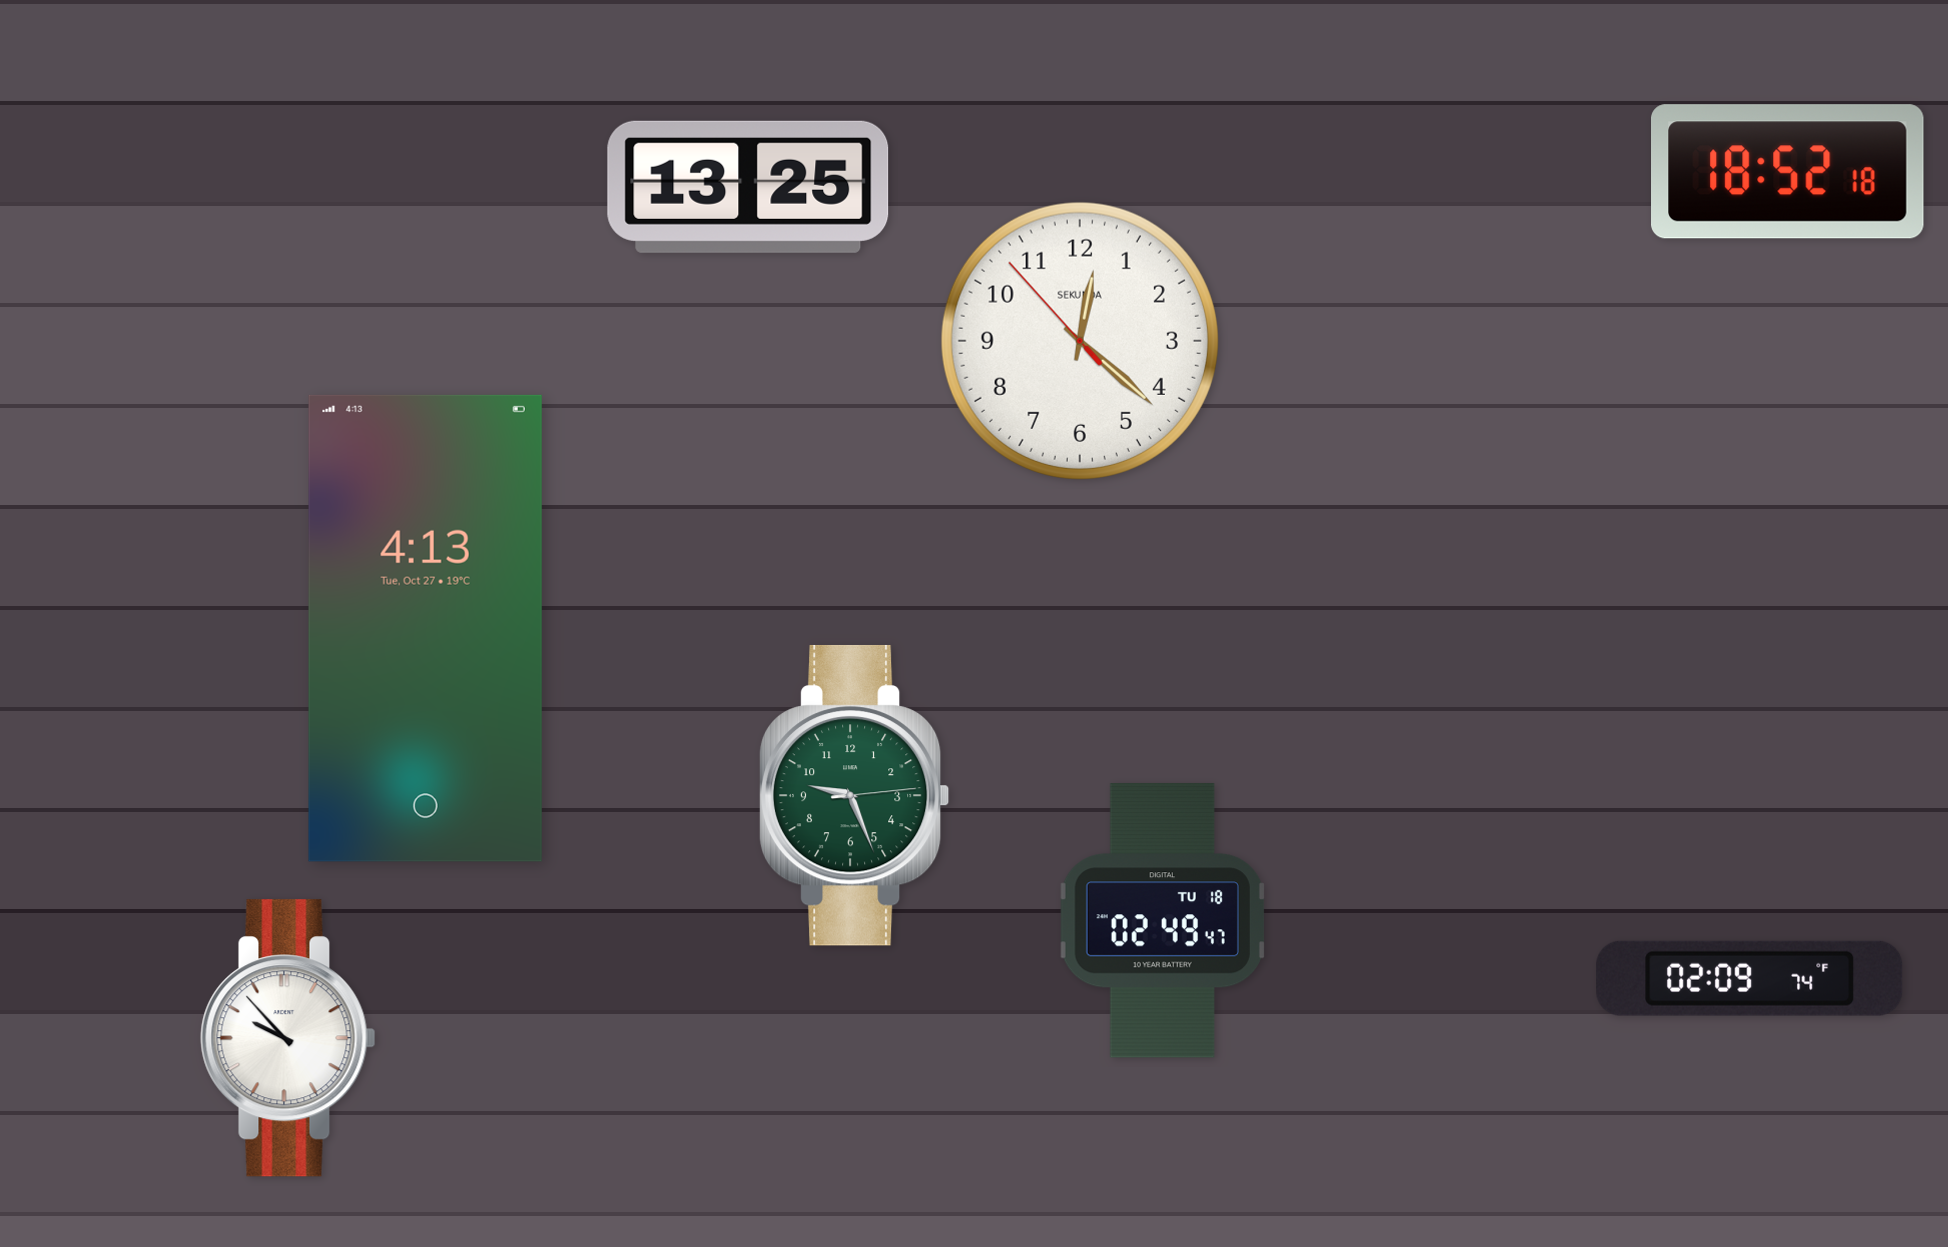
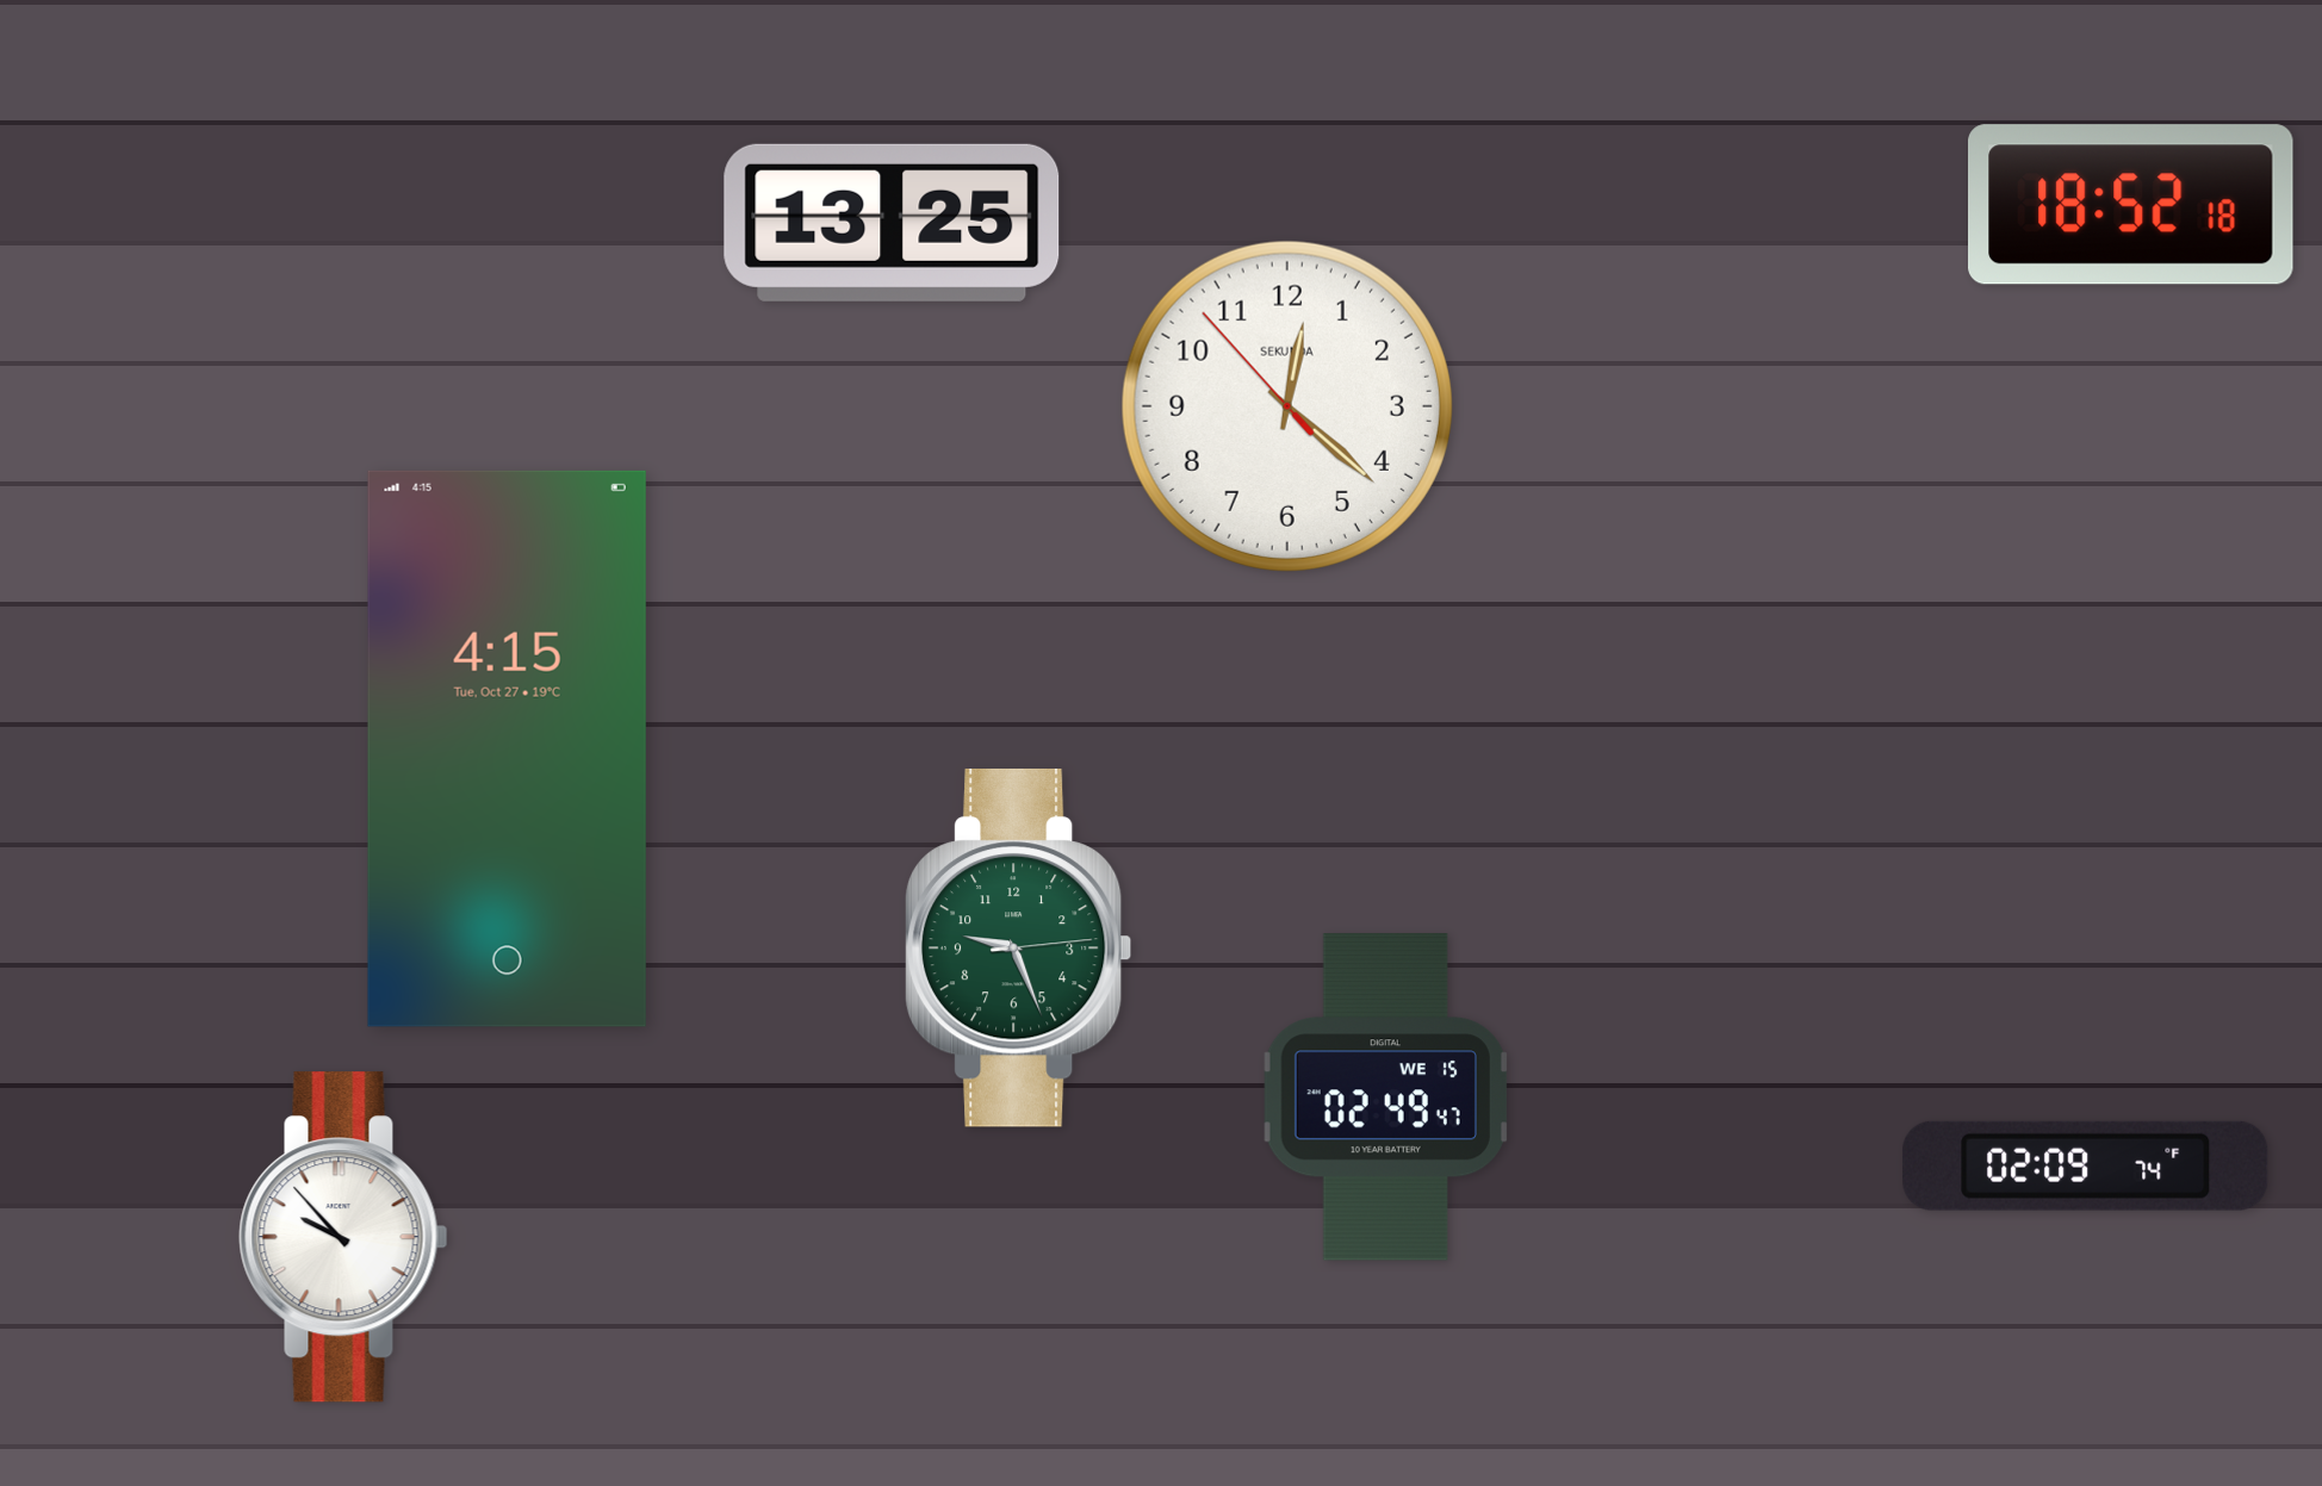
clock at (425, 628): 4:13 -> 4:15
clock at (1162, 921) date: TU 18 -> WE 15
